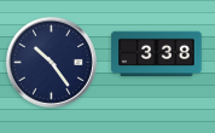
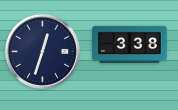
clock at (51, 62): 10:24 -> 12:33
